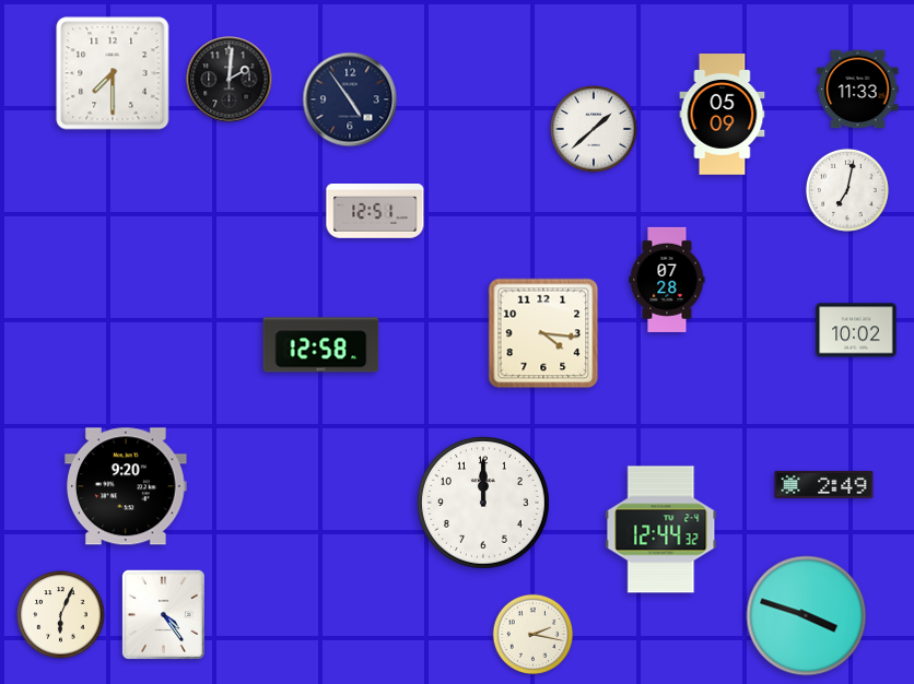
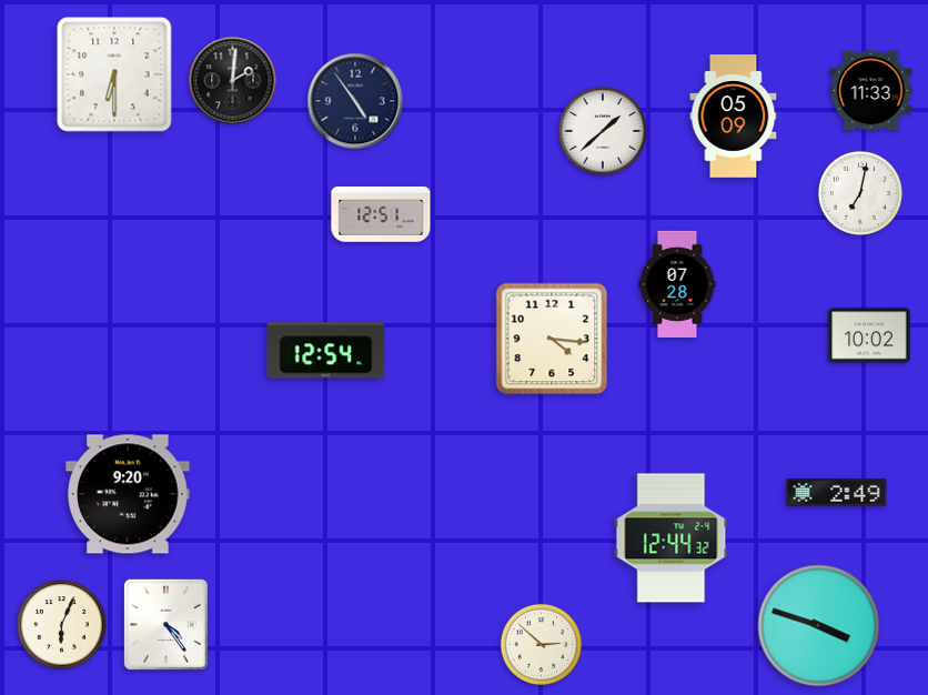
clock at (113, 73): 7:30 -> 6:30
clock at (321, 345): 12:58 -> 12:54
clock at (484, 504): 12:00 -> none
clock at (534, 635): 2:17 -> 2:52
